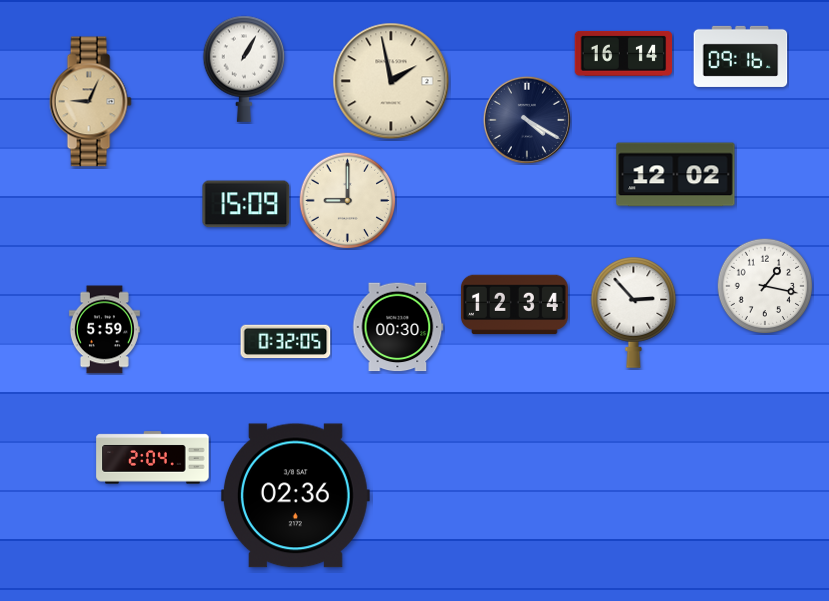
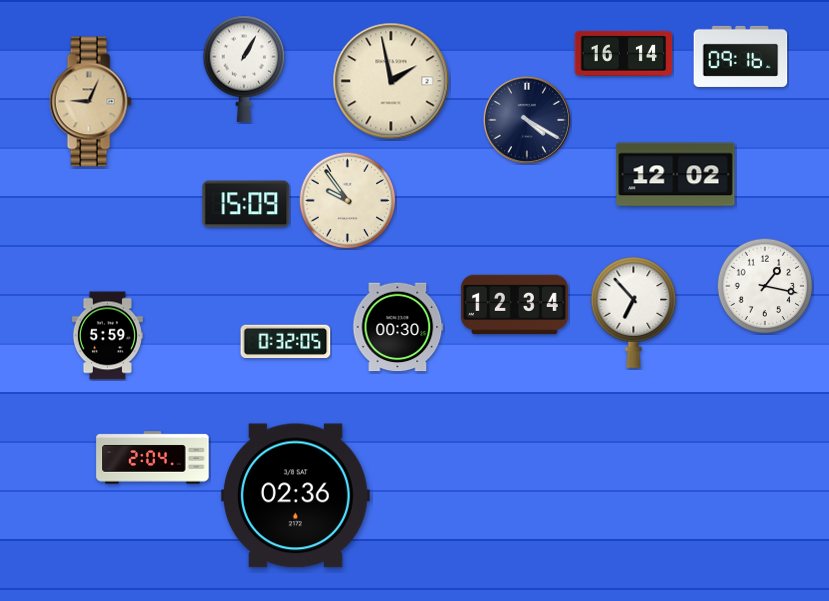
clock at (347, 200): 9:00 -> 9:54
clock at (634, 312): 2:53 -> 6:53
clock at (104, 330) position: (104, 330) -> (107, 336)
